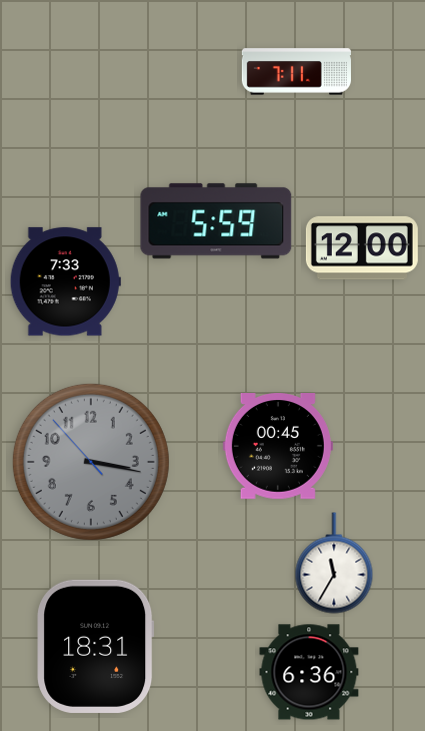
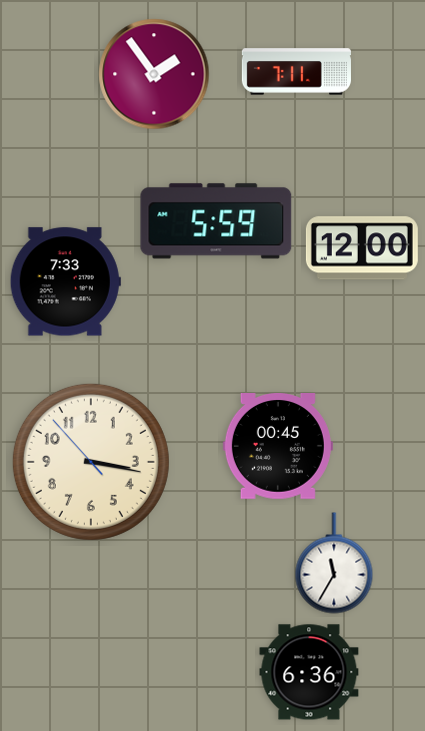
clock at (154, 74): none -> 1:54
clock at (91, 462) dial: grey -> cream
clock at (96, 646): 18:31 -> none
